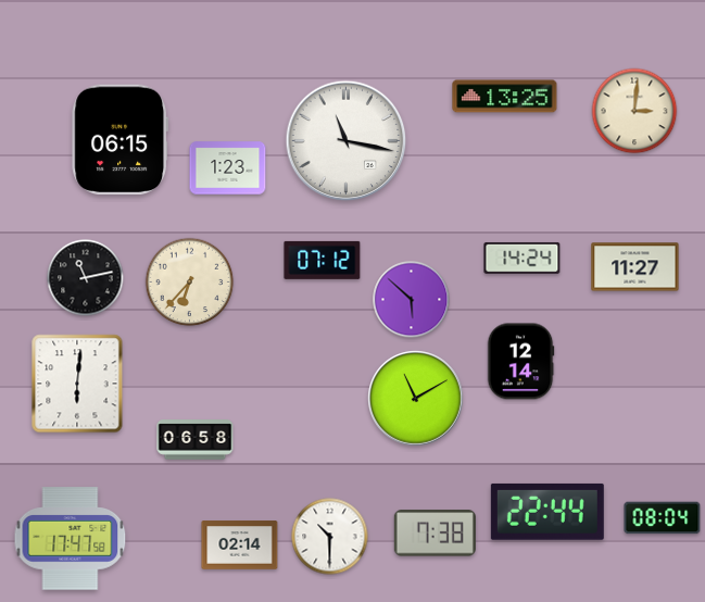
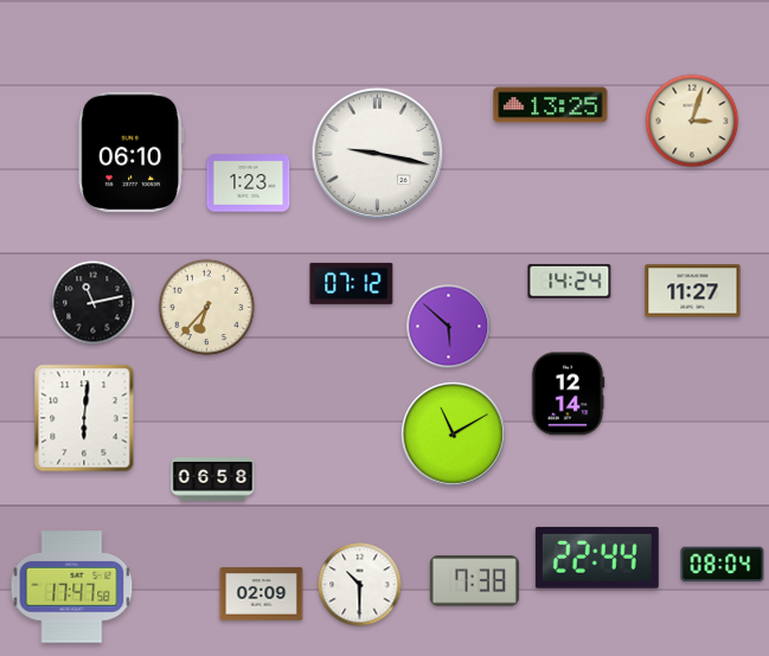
clock at (634, 111): 3:01 -> 3:03
clock at (119, 140): 06:15 -> 06:10
clock at (347, 141): 11:17 -> 9:17
clock at (71, 539) position: (71, 539) -> (72, 587)
clock at (240, 545): 02:14 -> 02:09
